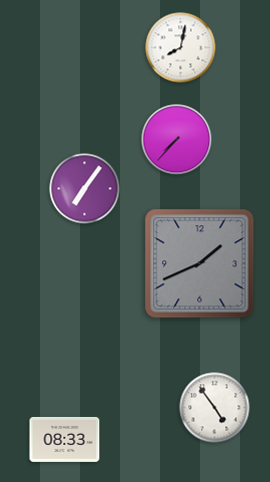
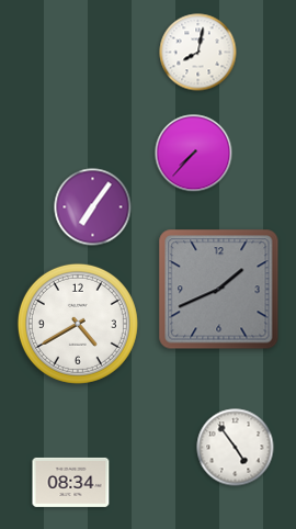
clock at (78, 324): none -> 4:40
clock at (65, 439): 08:33 -> 08:34
